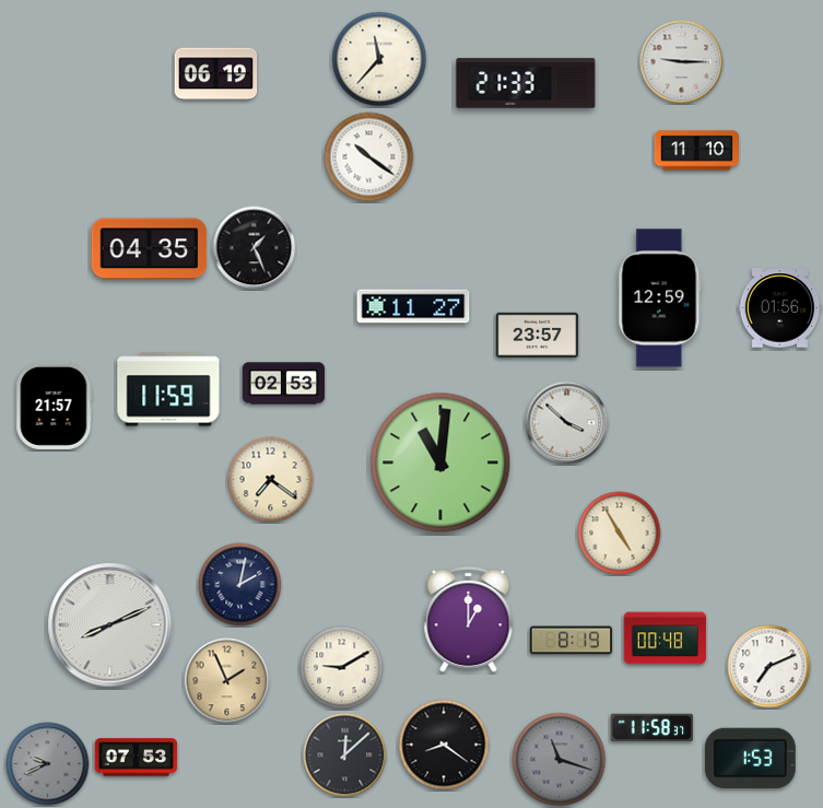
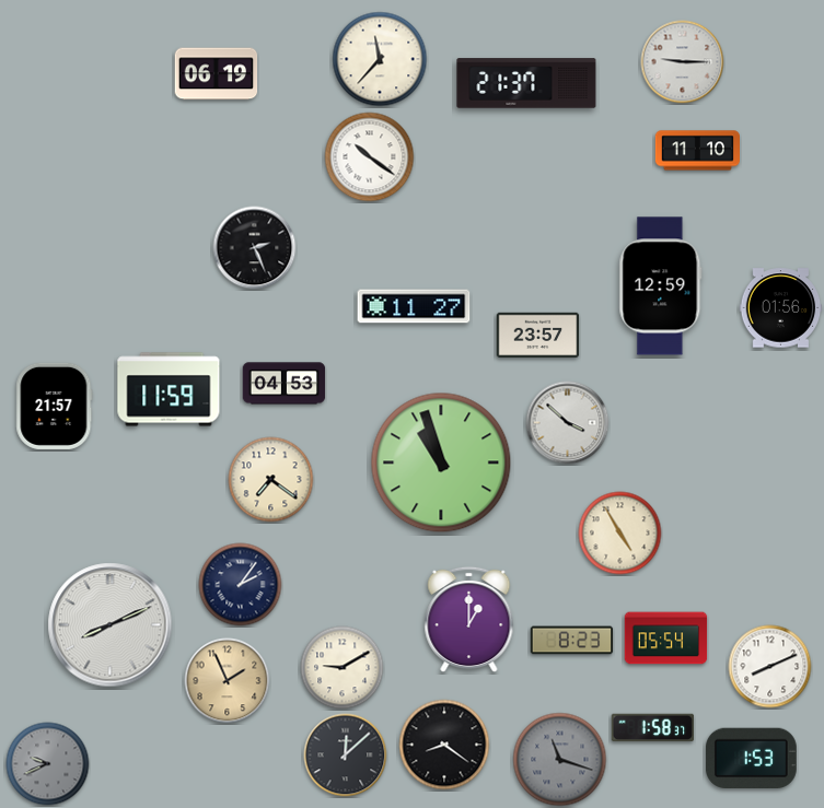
clock at (526, 83): 21:33 -> 21:37
clock at (255, 248): 1:26 -> 2:26
clock at (150, 249): 04:35 -> none
clock at (660, 298) position: (660, 298) -> (661, 286)
clock at (284, 384): 02:53 -> 04:53
clock at (440, 462): 11:01 -> 10:57
clock at (240, 585): 2:02 -> 2:06
clock at (666, 639): 00:48 -> 05:54
clock at (572, 641): 8:19 -> 8:23
clock at (769, 667): 7:11 -> 8:11
clock at (652, 728): 11:58 -> 1:58
clock at (137, 758): 07:53 -> none
